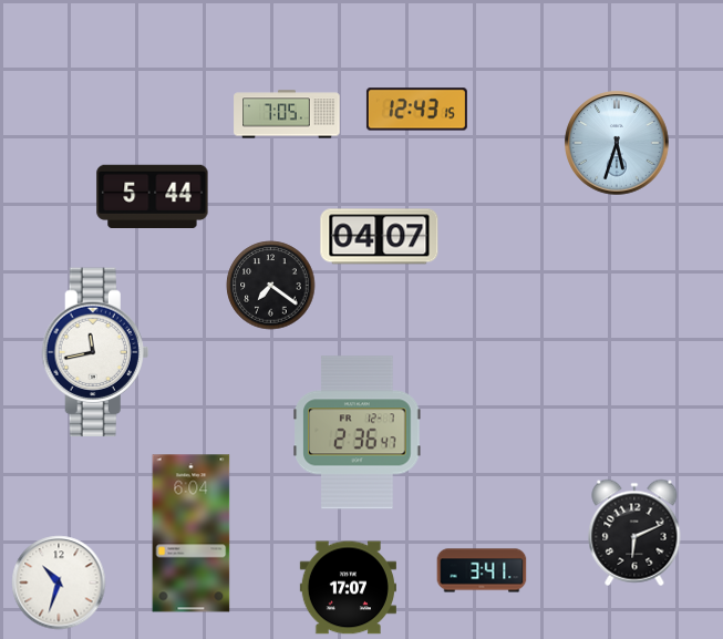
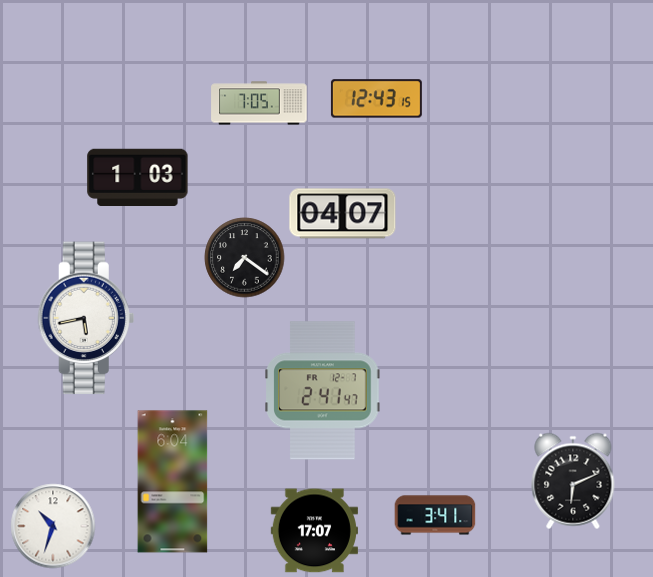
clock at (617, 143): 5:33 -> none
clock at (153, 196): 5:44 -> 1:03
clock at (95, 352): 11:43 -> 5:43
clock at (358, 433): 2:36 -> 2:41
